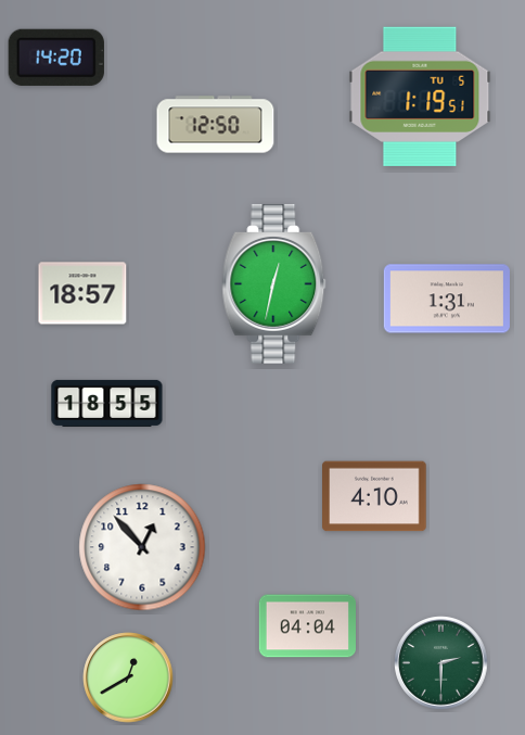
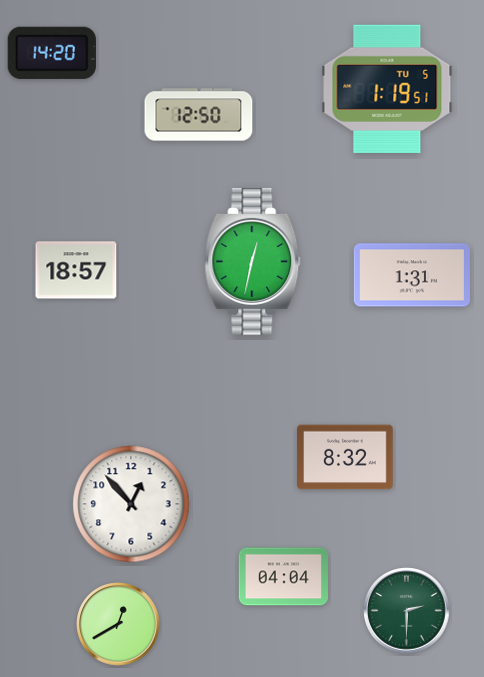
clock at (107, 403): 18:55 -> none
clock at (374, 496): 4:10 -> 8:32
